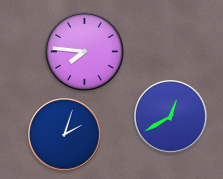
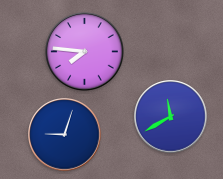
clock at (171, 117): 12:40 -> 11:40
clock at (65, 135): 2:03 -> 9:03
